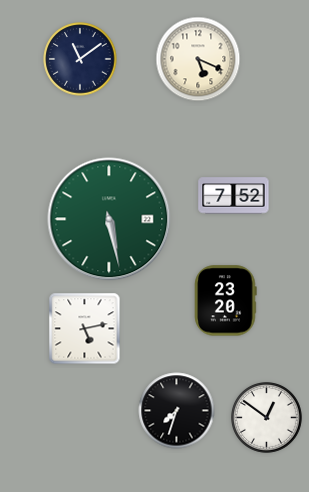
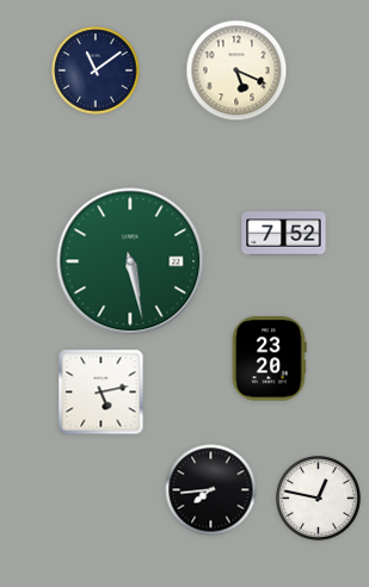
clock at (234, 196) position: (234, 196) -> (284, 234)
clock at (177, 411): 7:33 -> 7:44
clock at (267, 418): 12:51 -> 12:47
